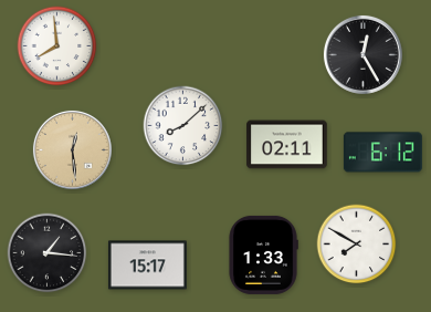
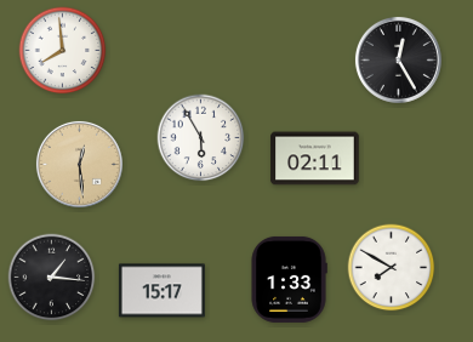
clock at (183, 126): 8:08 -> 5:55
clock at (382, 153): 6:12 -> none
